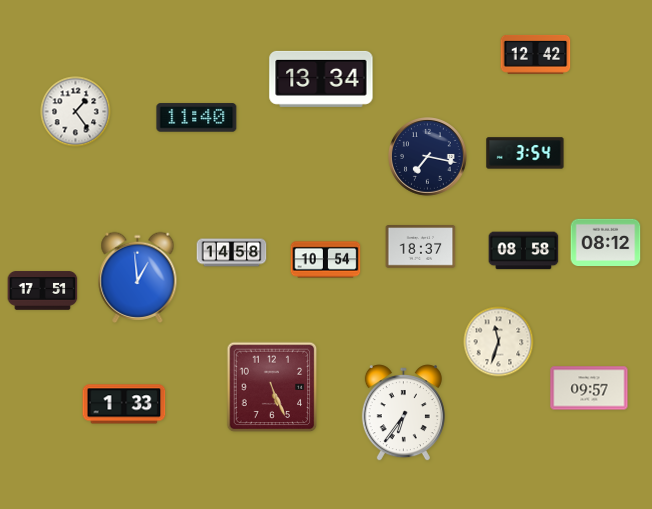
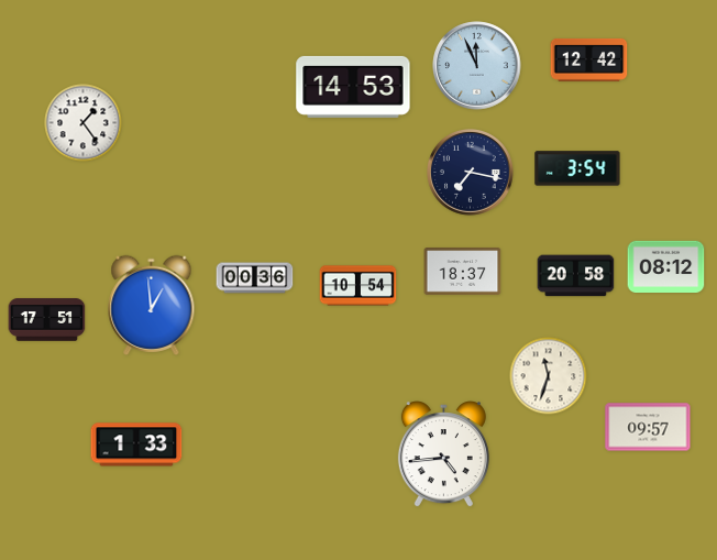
clock at (477, 66): none -> 11:56
clock at (321, 79): 13:34 -> 14:53
clock at (197, 118): 11:40 -> none
clock at (524, 251): 08:58 -> 20:58
clock at (232, 253): 14:58 -> 00:36
clock at (272, 387): 5:26 -> none
clock at (403, 413): 6:36 -> 4:44
